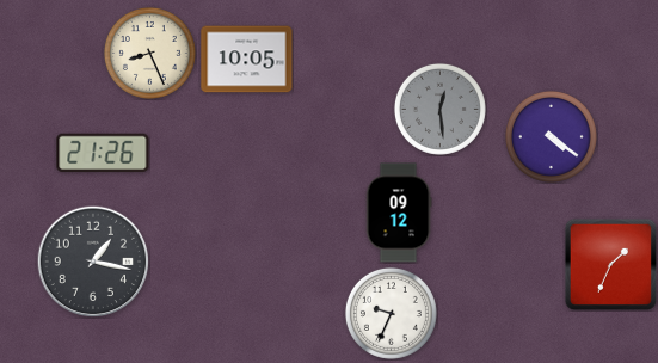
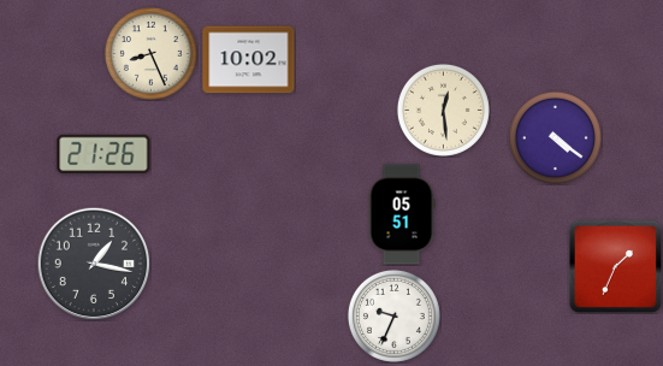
clock at (247, 60): 10:05 -> 10:02
clock at (439, 109) dial: grey -> cream
clock at (399, 213): 09:12 -> 05:51
